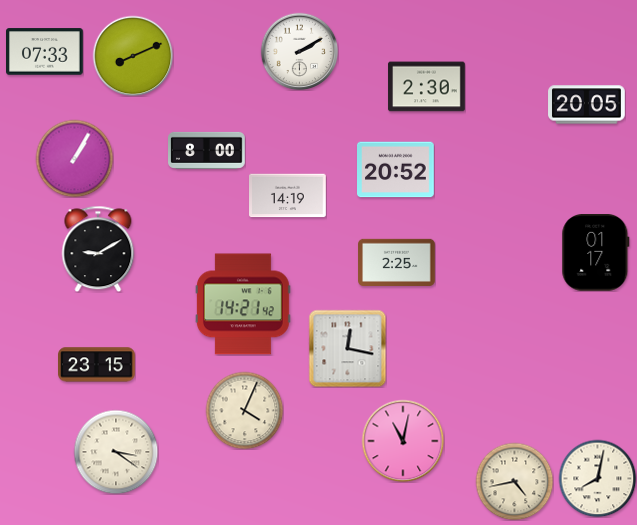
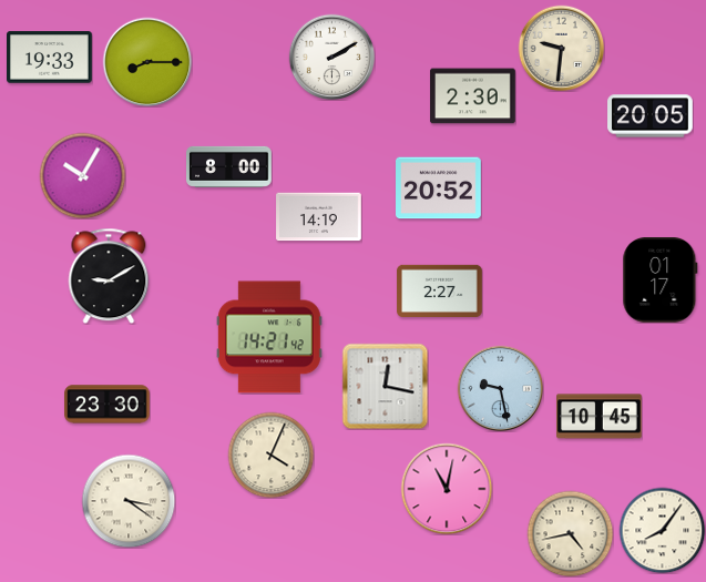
clock at (561, 48): none -> 9:31
clock at (45, 52): 07:33 -> 19:33
clock at (133, 56): 8:11 -> 8:15
clock at (74, 158): 1:05 -> 10:05
clock at (397, 262): 2:25 -> 2:27
clock at (500, 388): none -> 9:28
clock at (97, 365): 23:15 -> 23:30
clock at (600, 417): none -> 10:45
clock at (597, 478): 8:02 -> 8:06
